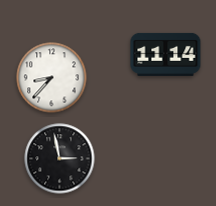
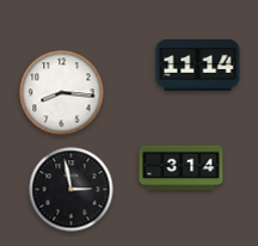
clock at (52, 78): 8:37 -> 8:16
clock at (182, 168): none -> 3:14
